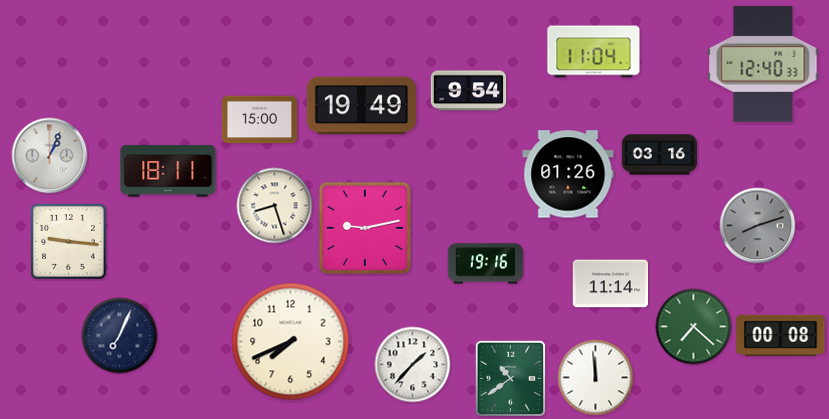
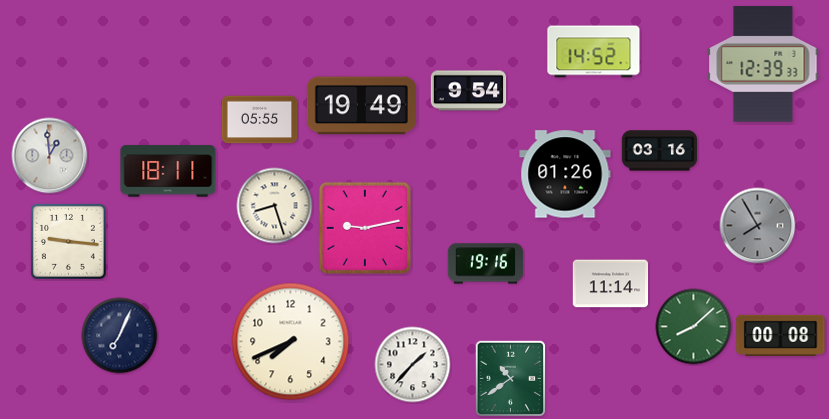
clock at (594, 52): 11:04 -> 14:52
clock at (763, 64): 12:40 -> 12:39
clock at (260, 120): 15:00 -> 05:55
clock at (660, 155) position: (660, 155) -> (660, 151)
clock at (50, 156): 1:04 -> 12:59
clock at (568, 174) position: (568, 174) -> (565, 174)
clock at (758, 226): 8:12 -> 7:55
clock at (694, 327): 7:22 -> 8:08
clock at (596, 378): 11:59 -> none
